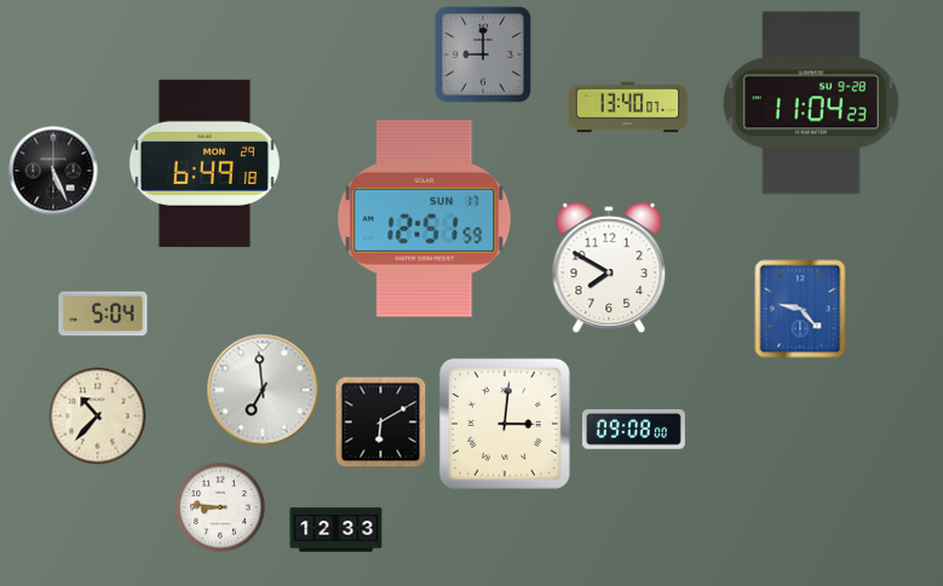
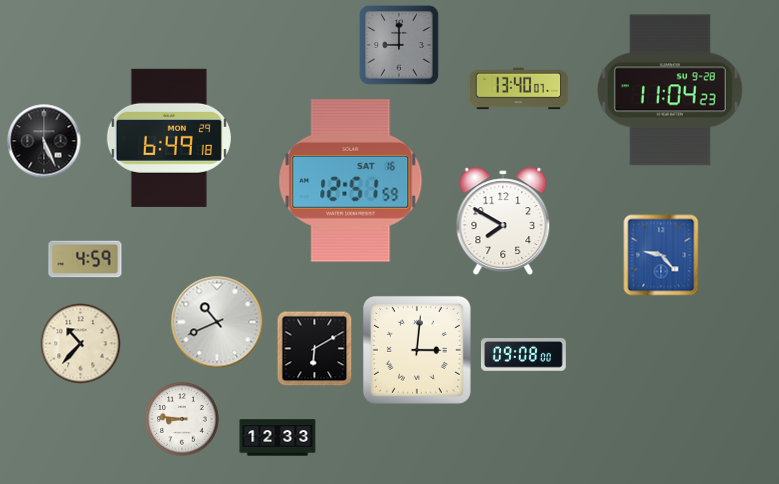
clock at (811, 103) position: (811, 103) -> (670, 90)
clock at (205, 163) position: (205, 163) -> (169, 138)
clock at (425, 219) date: SUN 17 -> SAT 16
clock at (103, 314): 5:04 -> 4:59
clock at (263, 390): 6:59 -> 10:41
